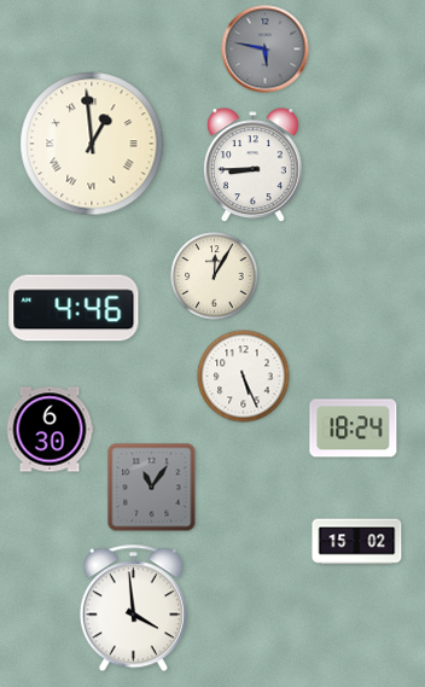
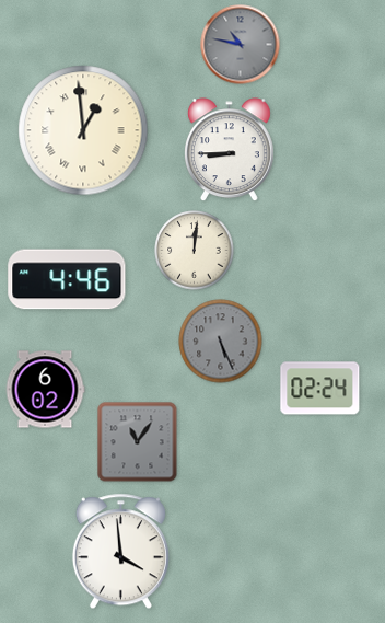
clock at (266, 50): 5:47 -> 10:47
clock at (215, 276): 12:05 -> 12:01
clock at (244, 377) dial: white -> grey
clock at (354, 429): 18:24 -> 02:24
clock at (50, 430): 6:30 -> 6:02
clock at (357, 542): 15:02 -> none
